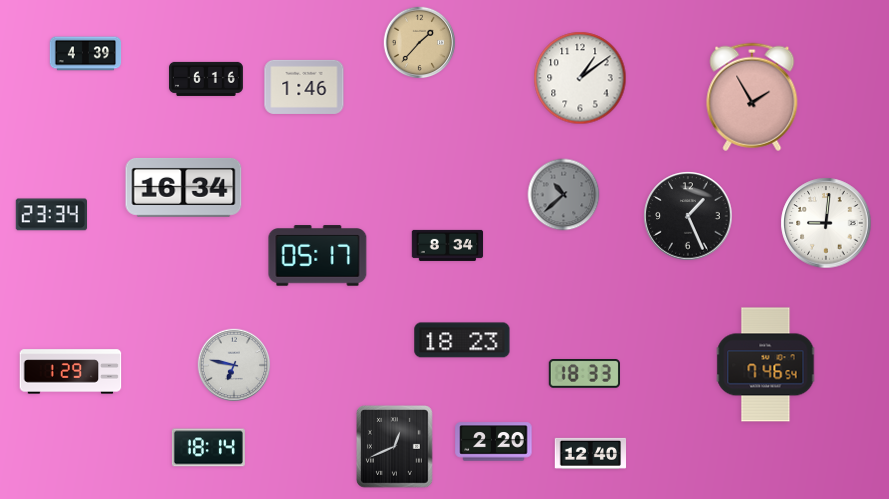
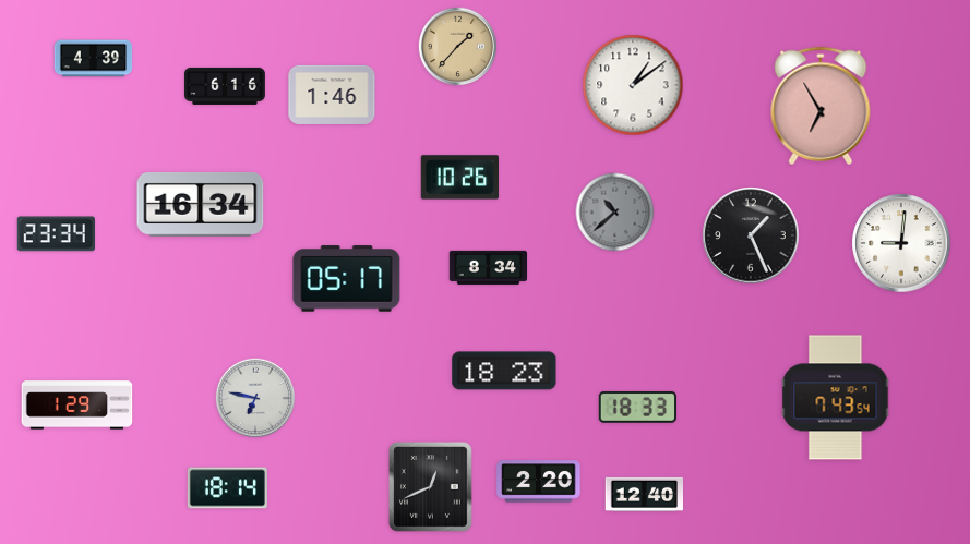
clock at (752, 97): 1:55 -> 6:55
clock at (459, 178): none -> 10:26
clock at (766, 365): 7:46 -> 7:43
